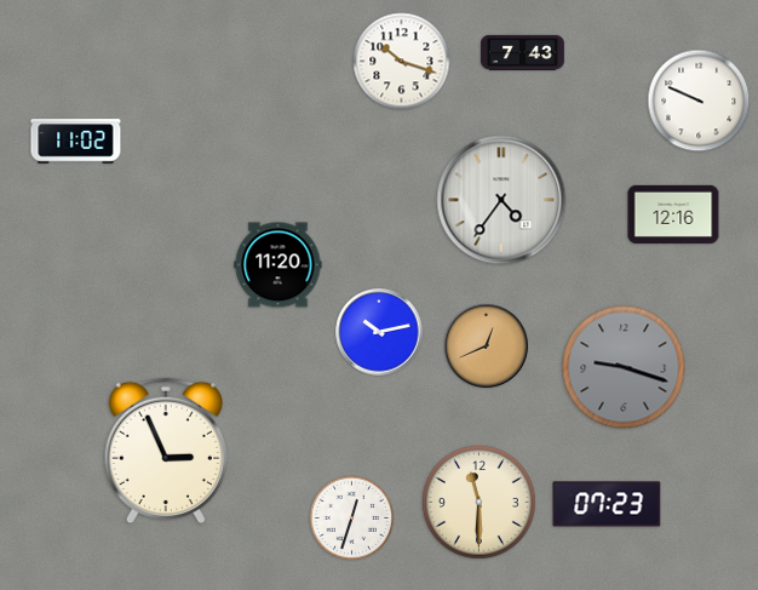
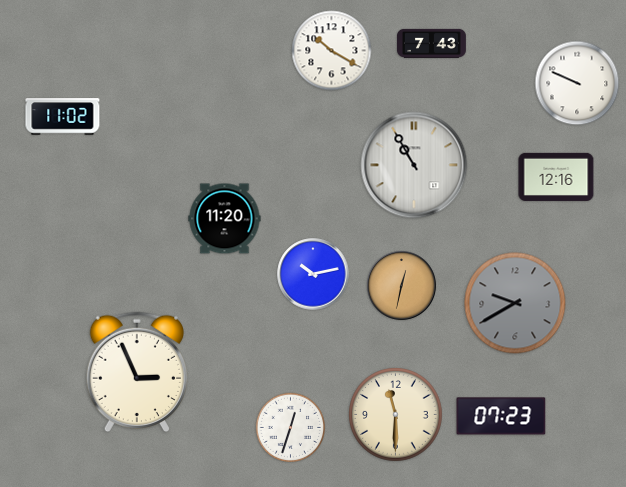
clock at (402, 62): 10:18 -> 10:20
clock at (501, 200): 4:36 -> 10:55
clock at (278, 265) position: (278, 265) -> (225, 219)
clock at (487, 346): 12:41 -> 12:32
clock at (624, 367): 9:18 -> 9:40
